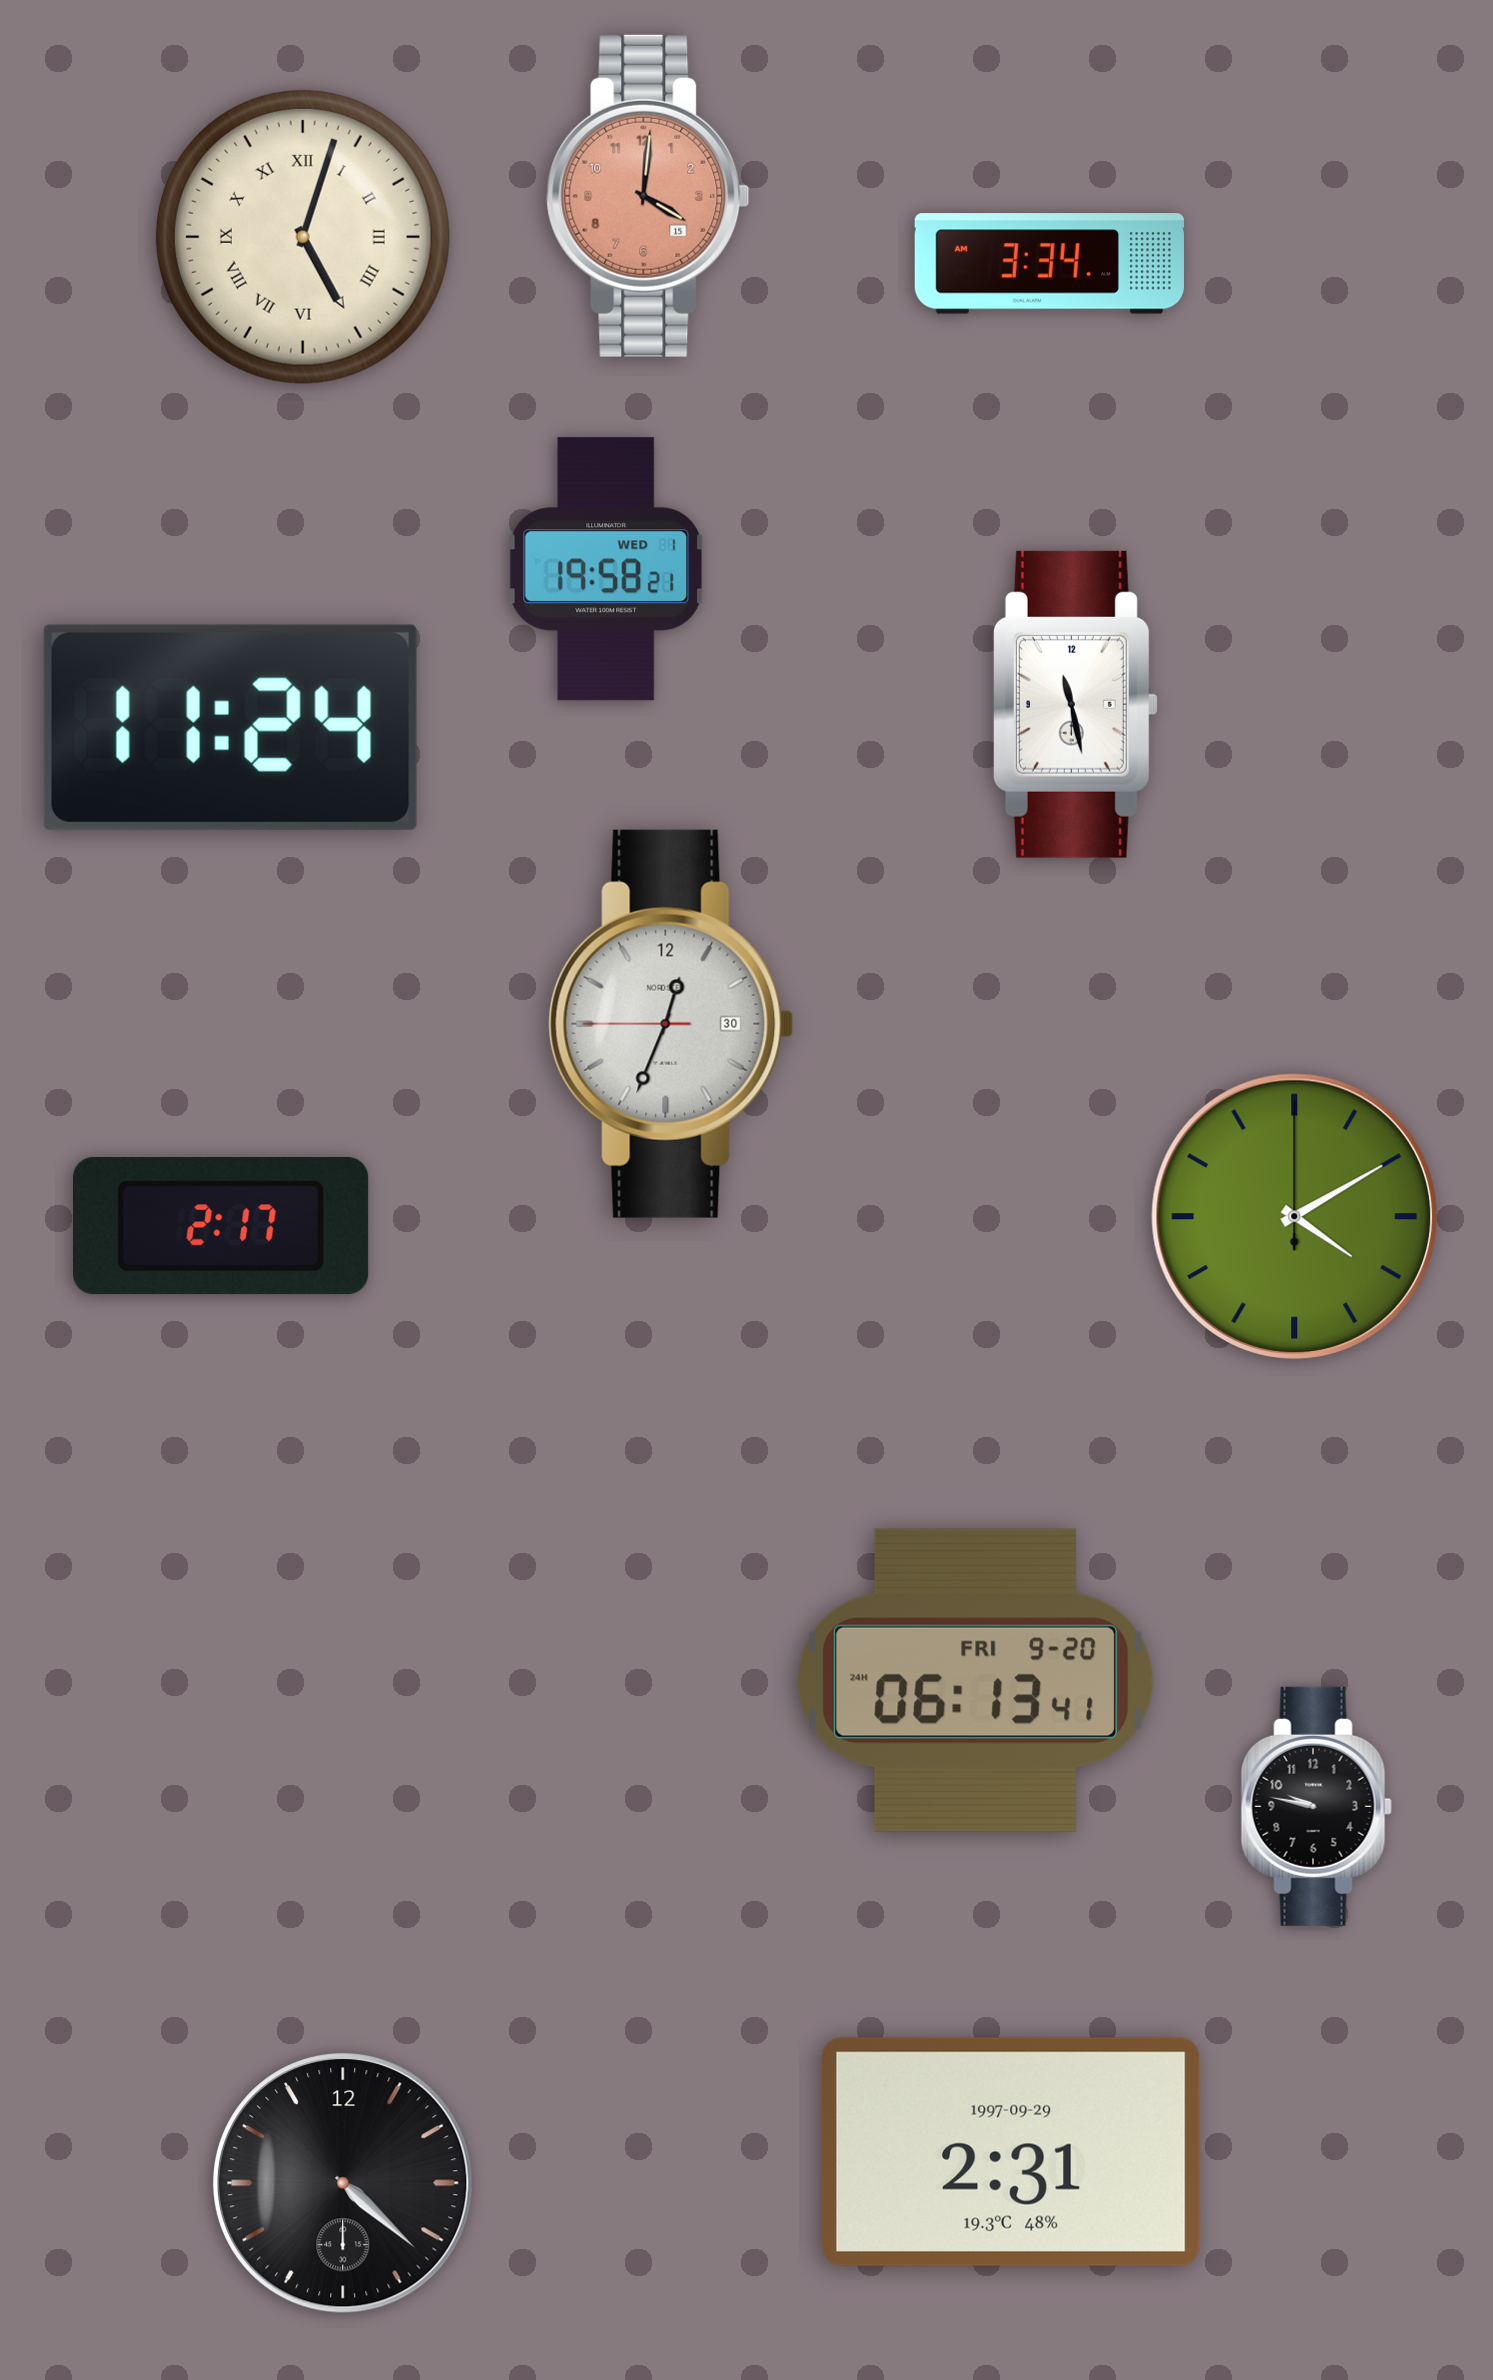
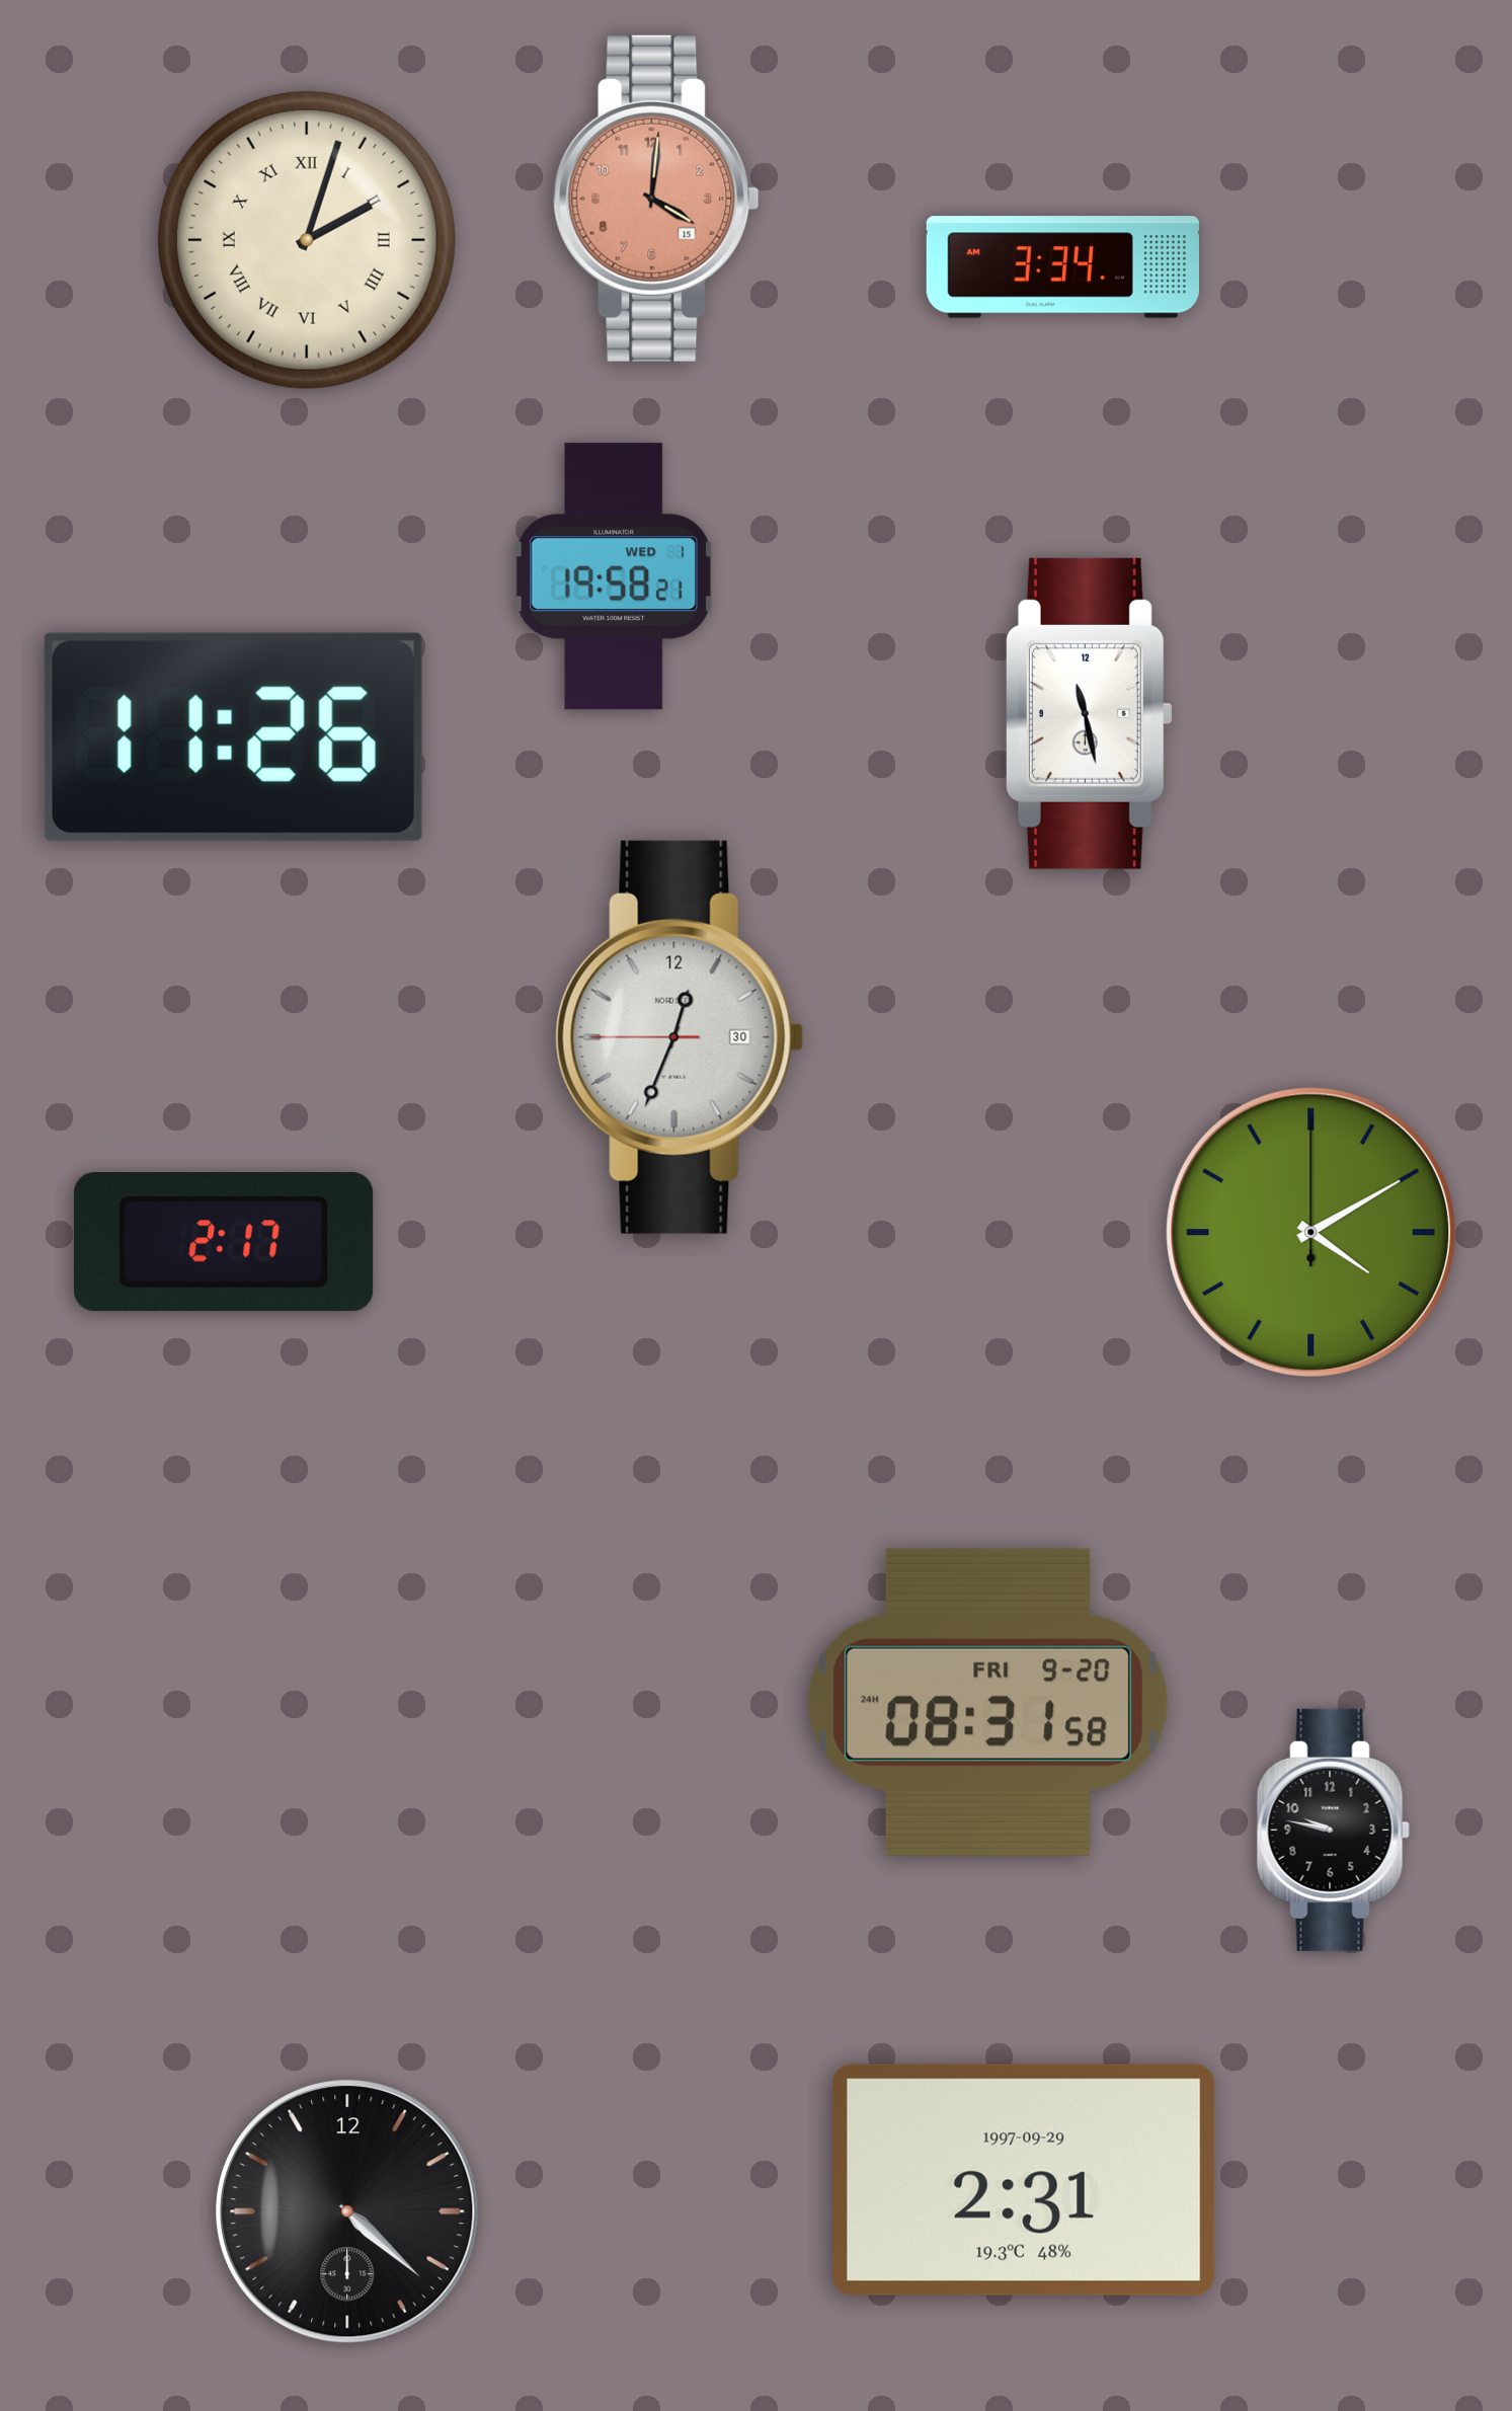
clock at (303, 237): 5:03 -> 2:03
clock at (230, 727): 11:24 -> 11:26
clock at (976, 1680): 06:13 -> 08:31
